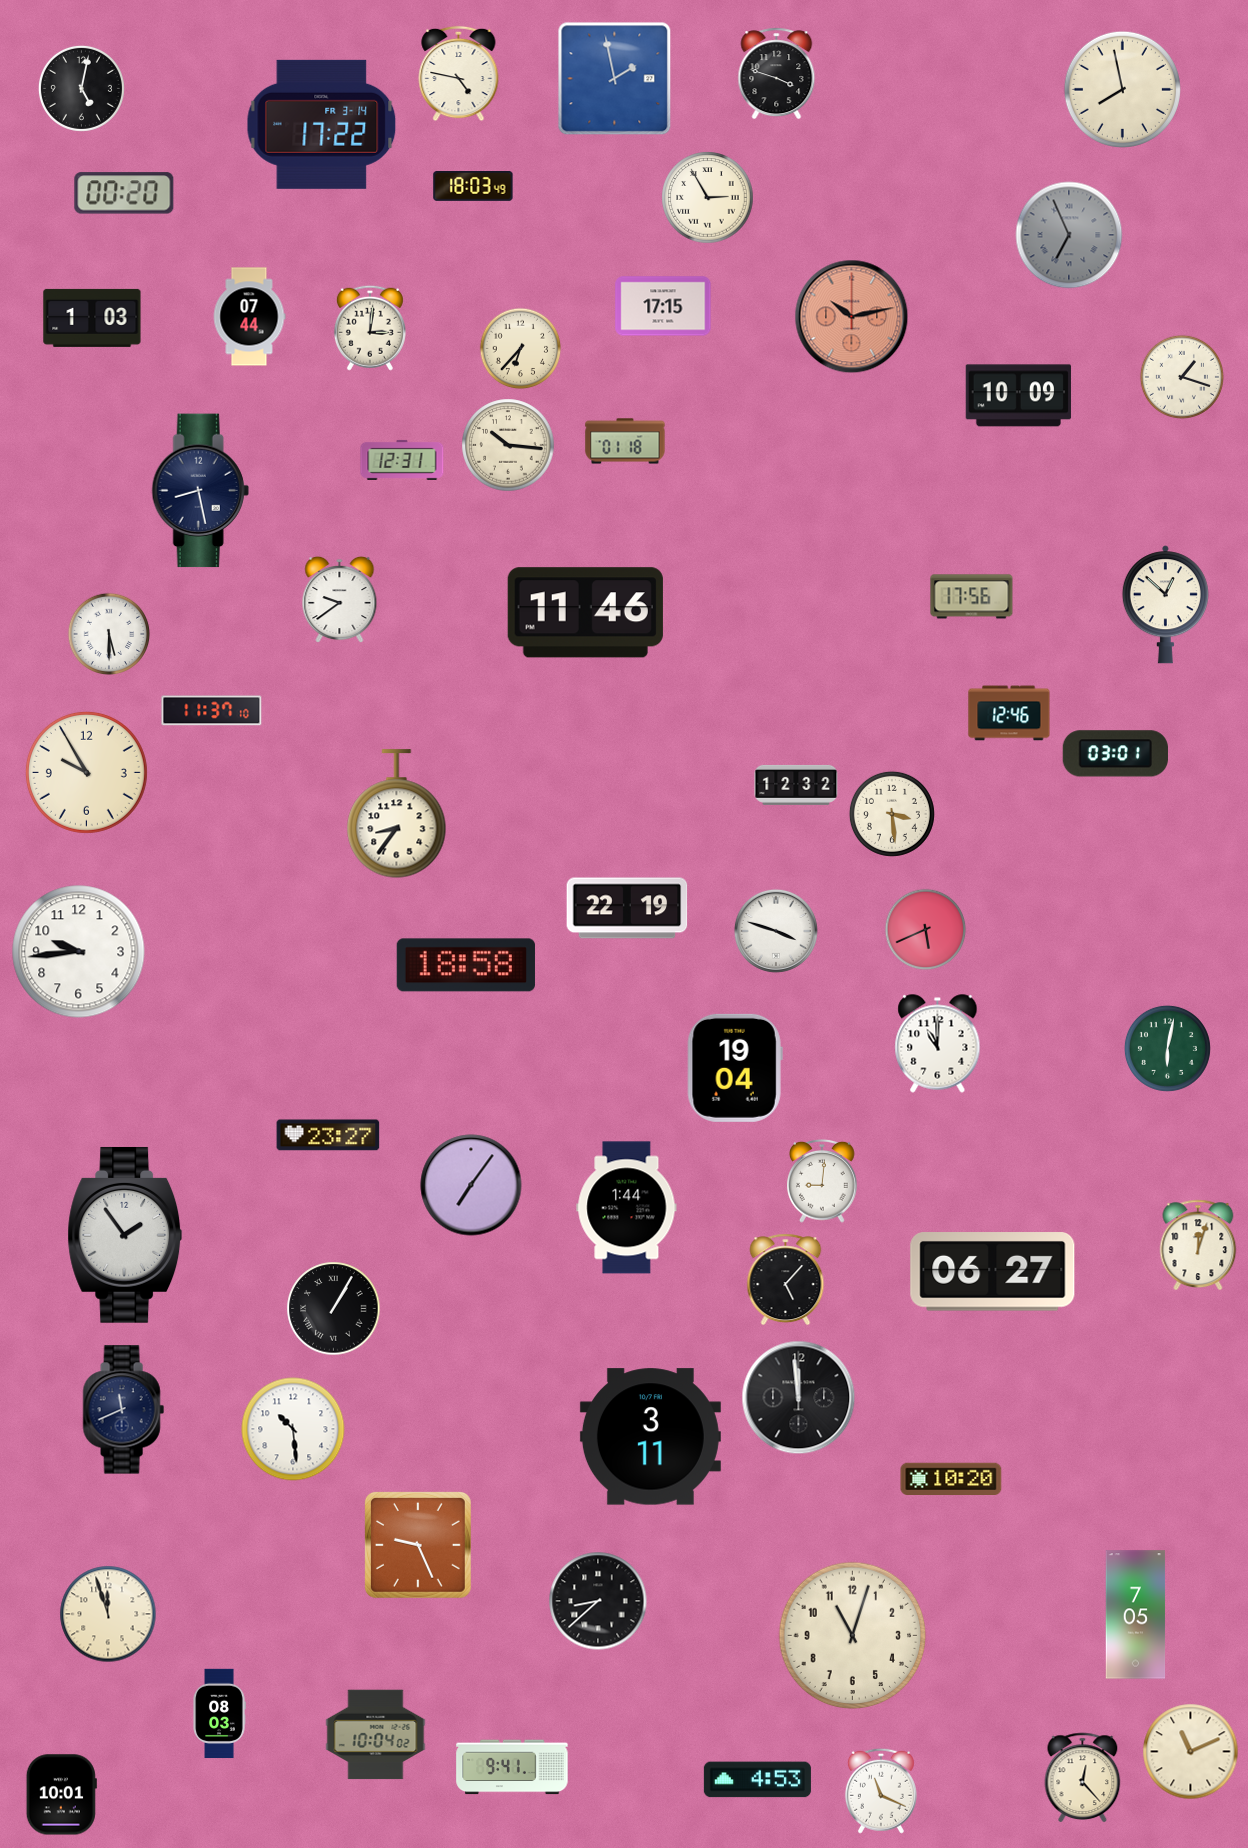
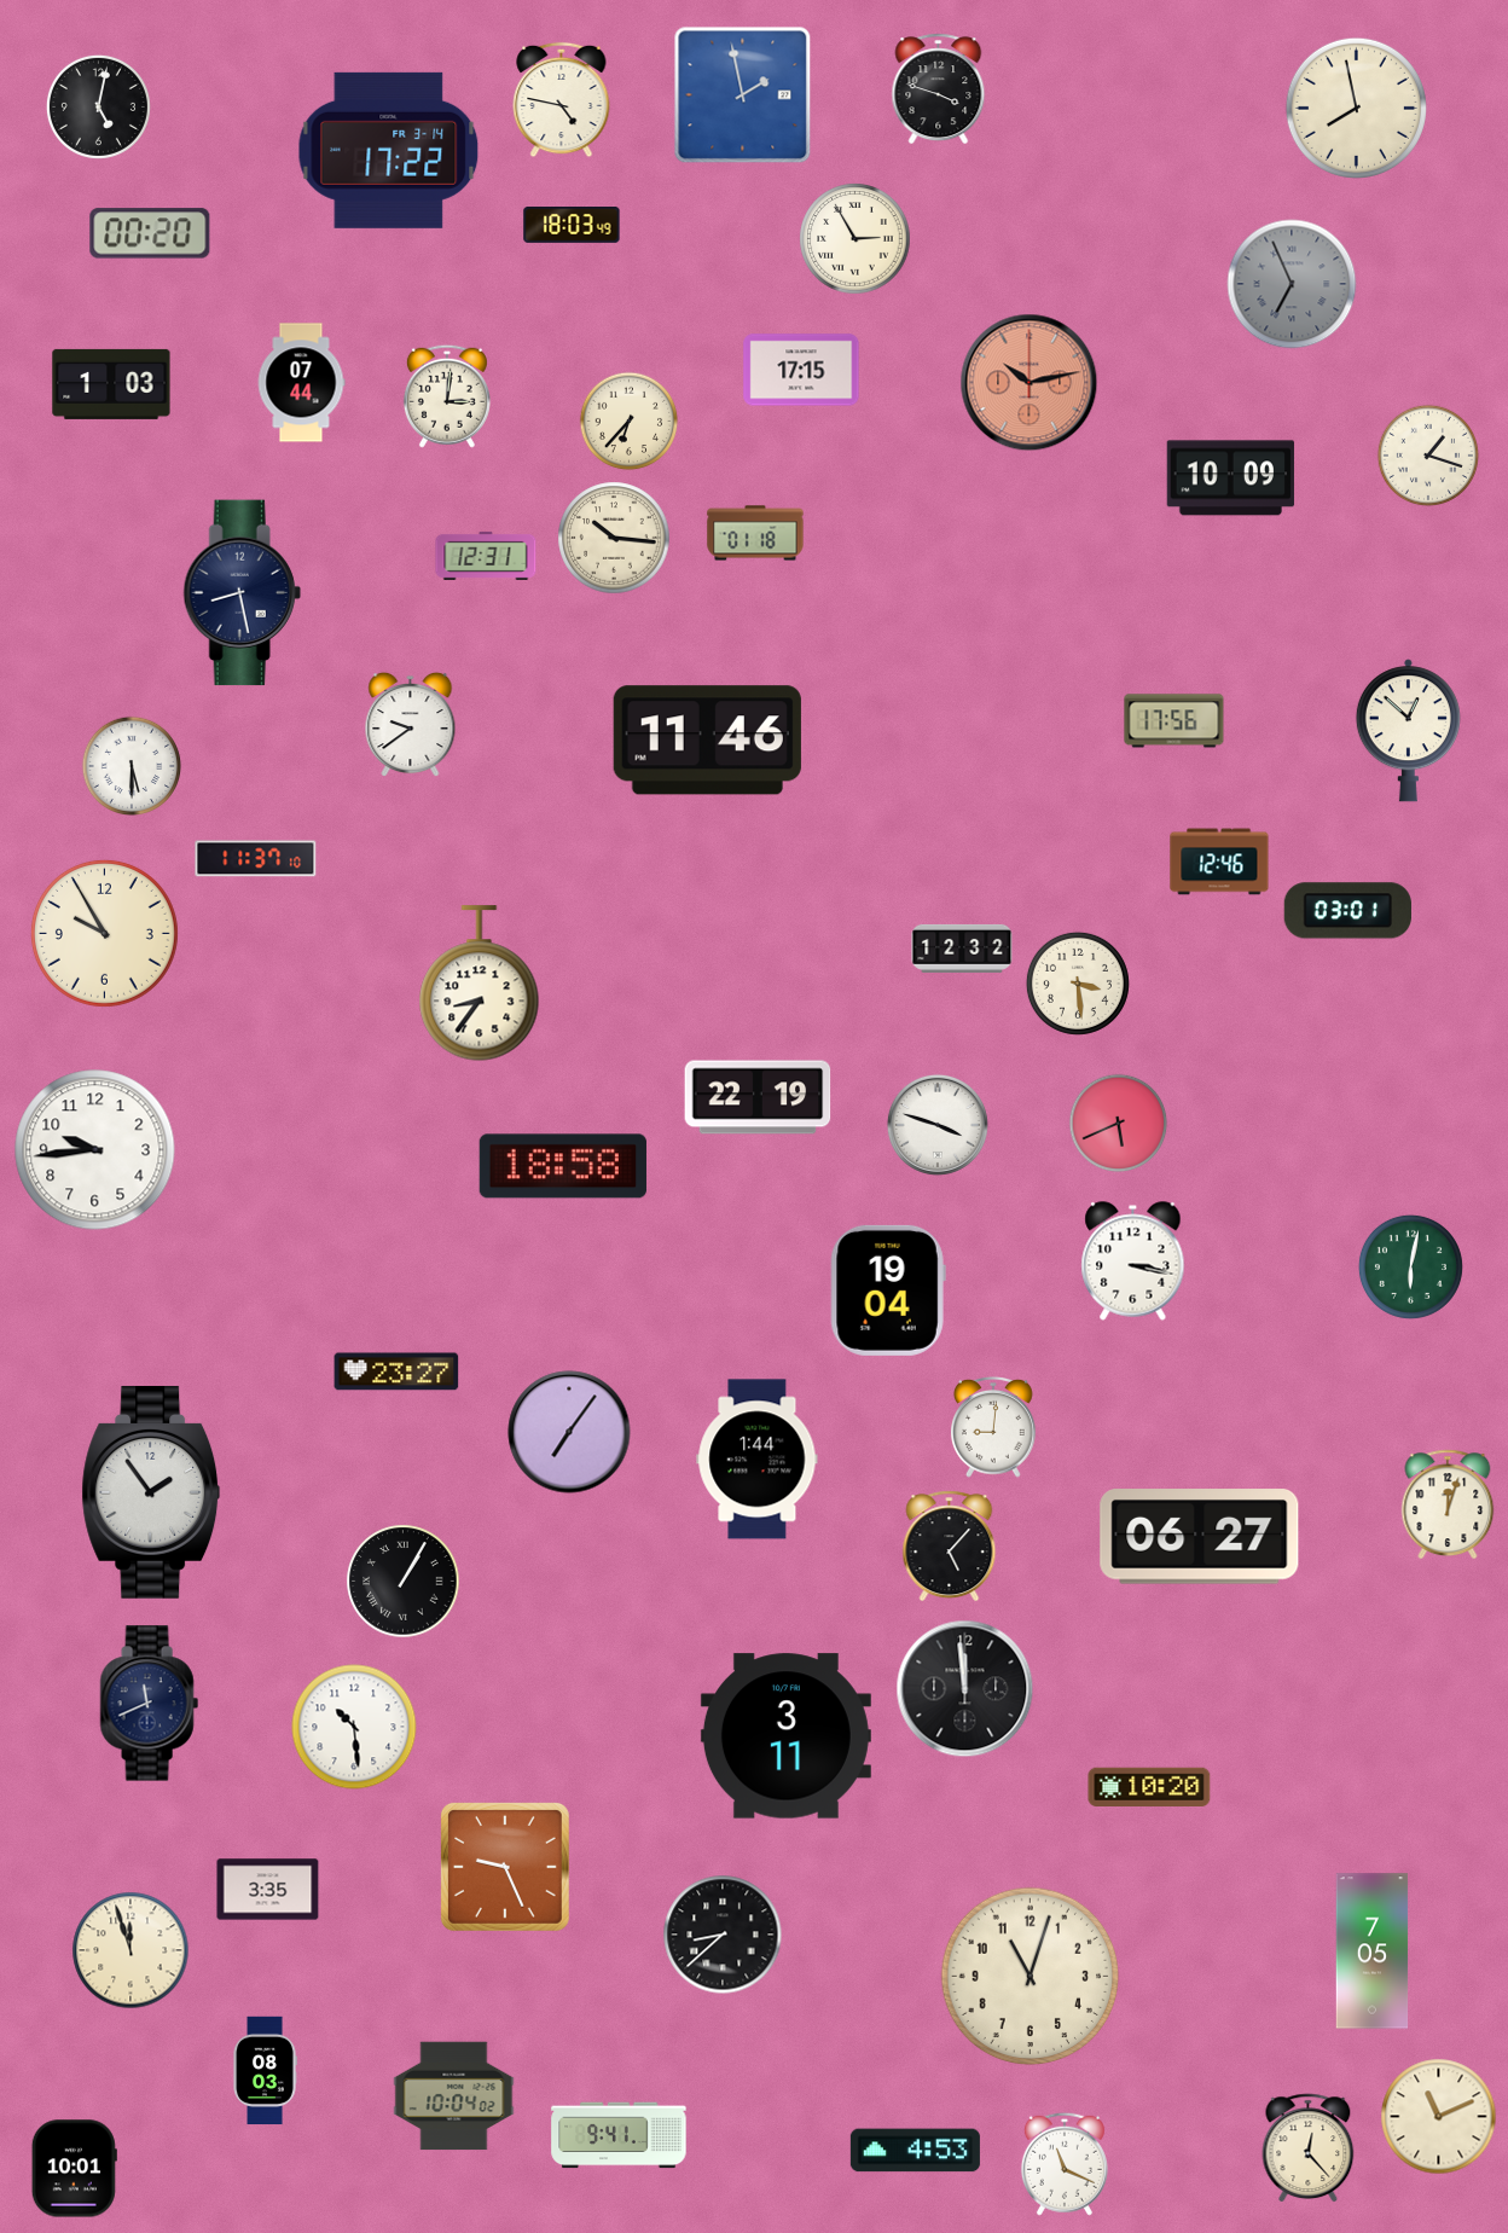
clock at (459, 74) position: (459, 74) -> (562, 100)
clock at (938, 1044): 11:00 -> 3:17
clock at (268, 1890): none -> 3:35
